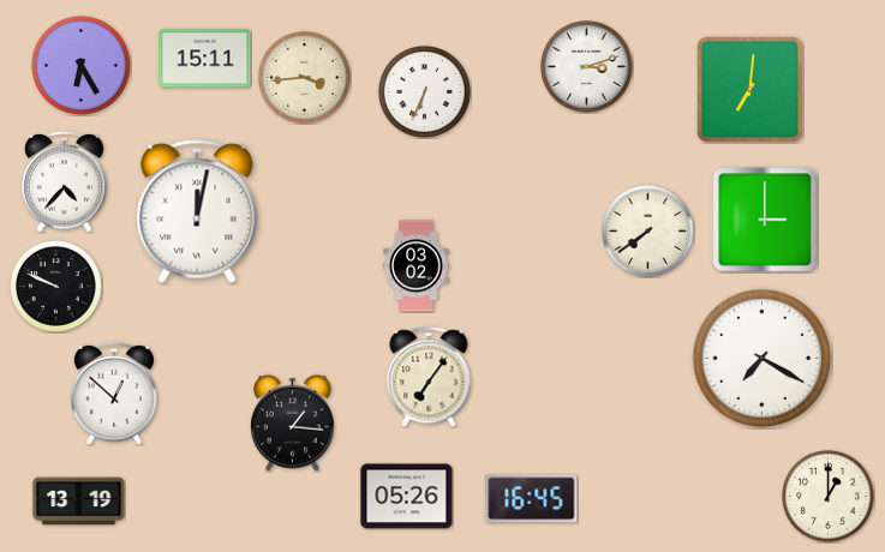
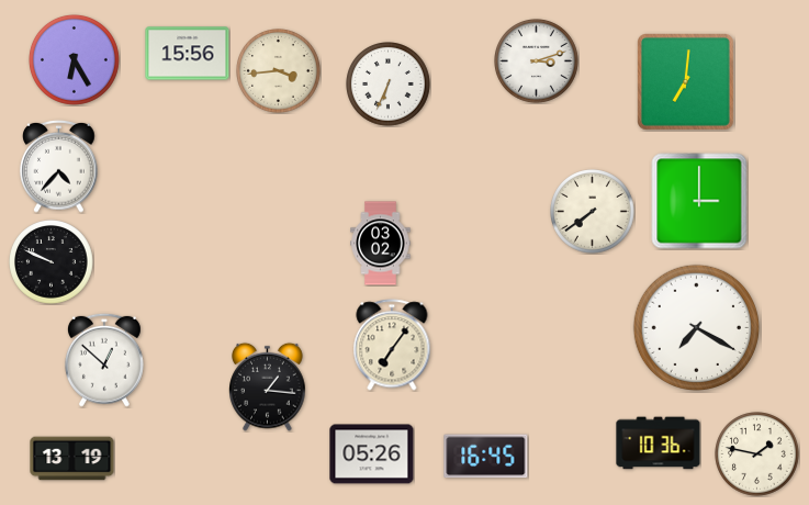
clock at (205, 59): 15:11 -> 15:56
clock at (197, 211): 12:02 -> none
clock at (659, 444): none -> 10:36
clock at (829, 497): 1:00 -> 1:47
